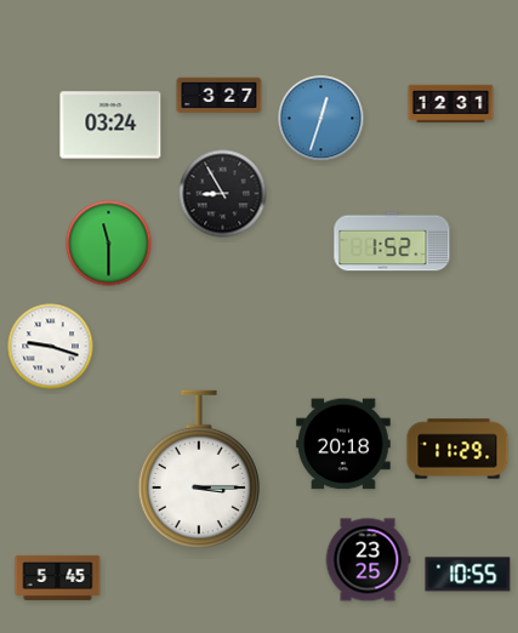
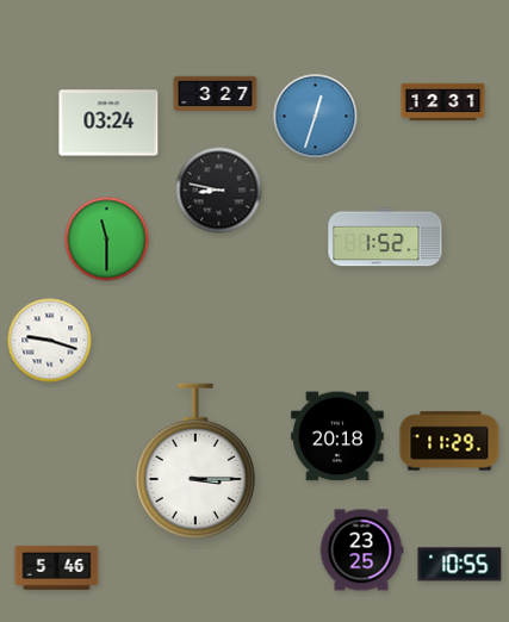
clock at (223, 194): 8:55 -> 8:47
clock at (58, 577): 5:45 -> 5:46
